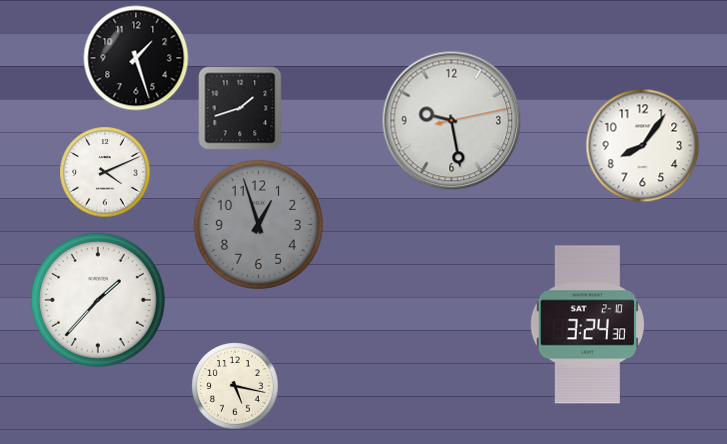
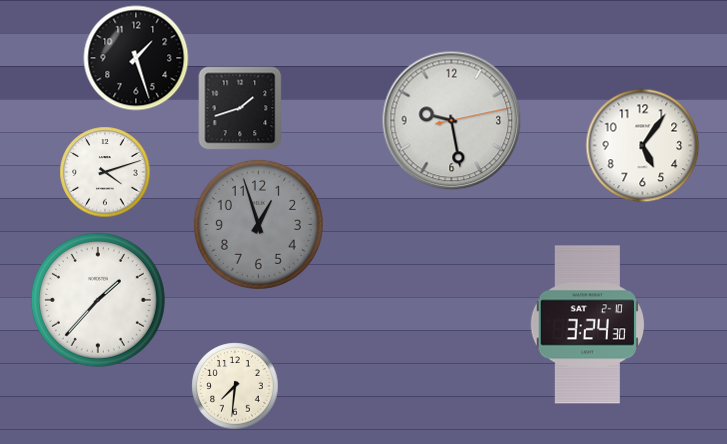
clock at (643, 146): 8:06 -> 5:06
clock at (105, 172): 4:11 -> 4:12
clock at (235, 386): 5:17 -> 7:31
